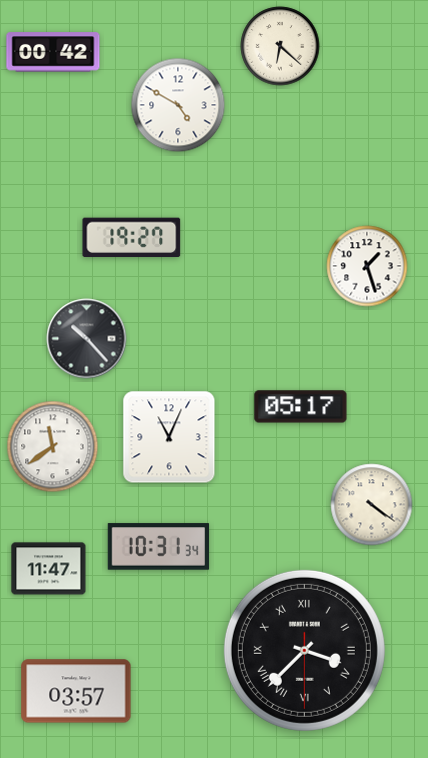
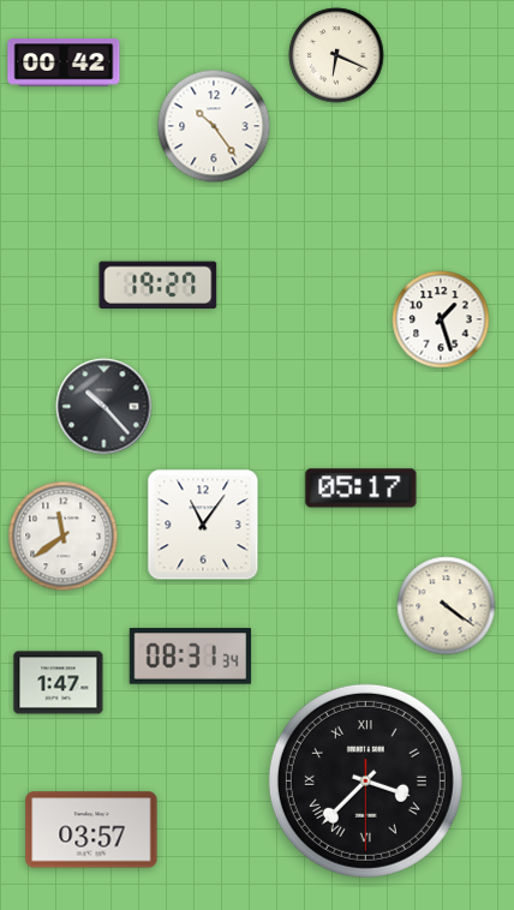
clock at (280, 46): 6:22 -> 6:19
clock at (178, 105): 4:50 -> 10:24
clock at (169, 437): 11:04 -> 11:06
clock at (159, 547): 10:31 -> 08:31
clock at (49, 569): 11:47 -> 1:47
